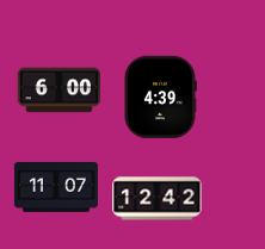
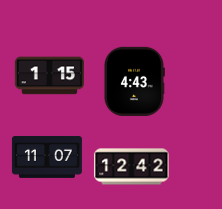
clock at (58, 91): 6:00 -> 1:15
clock at (160, 97): 4:39 -> 4:43
